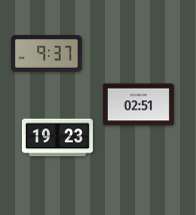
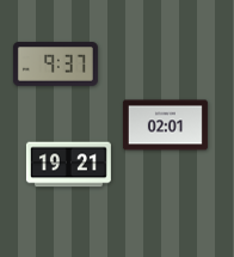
clock at (138, 105): 02:51 -> 02:01
clock at (57, 138): 19:23 -> 19:21
